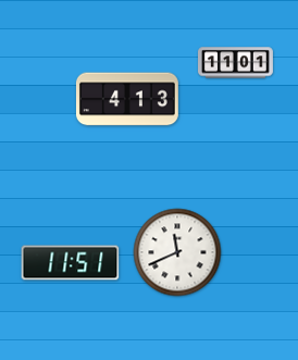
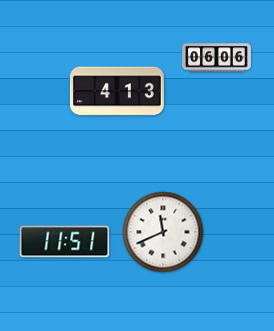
clock at (236, 63): 11:01 -> 06:06
